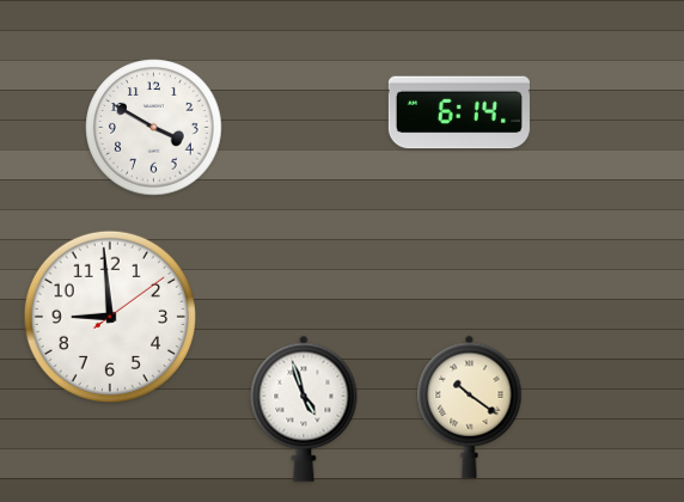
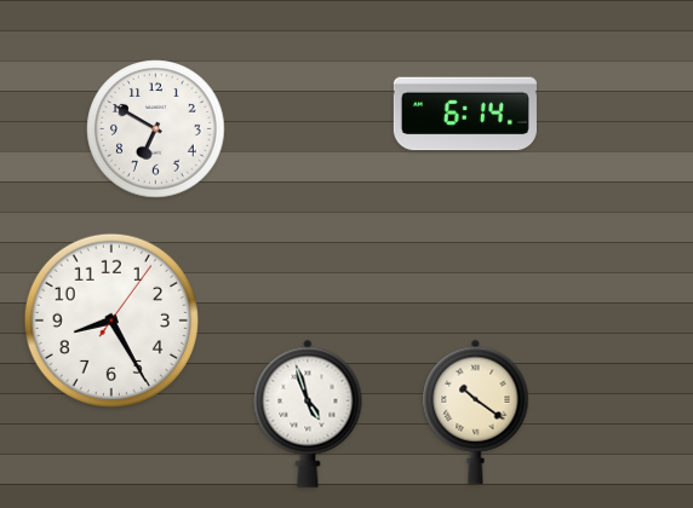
clock at (154, 128): 3:50 -> 6:50
clock at (110, 317): 8:59 -> 8:25
